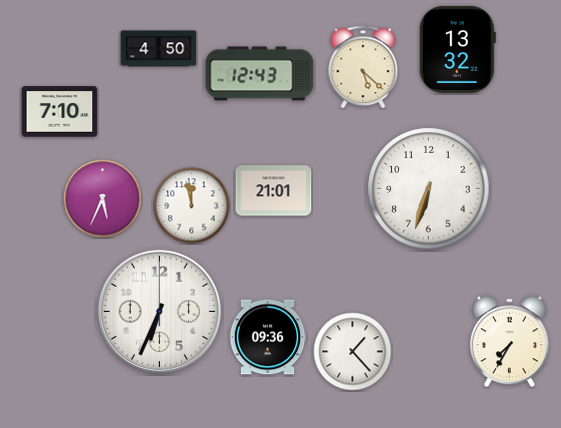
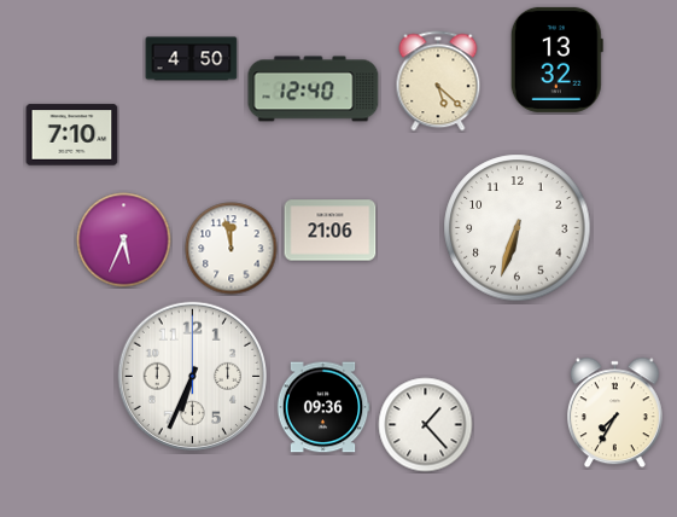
clock at (457, 49) position: (457, 49) -> (556, 59)
clock at (260, 74): 12:43 -> 12:40
clock at (274, 191): 21:01 -> 21:06
